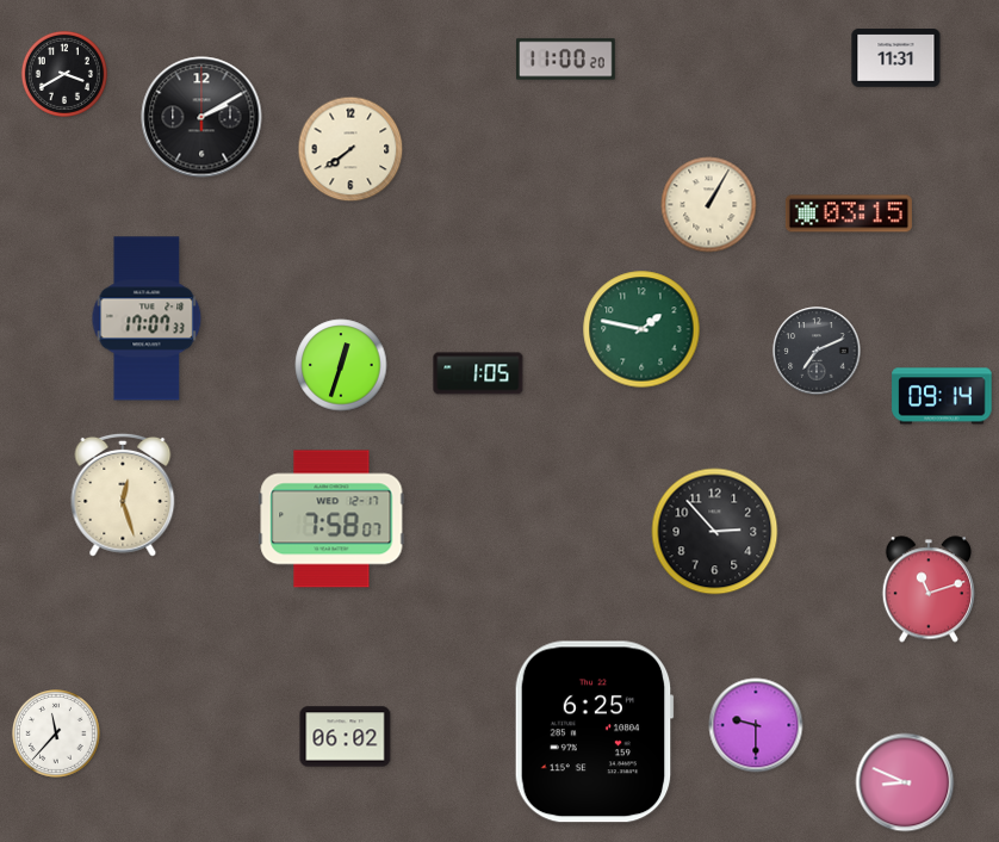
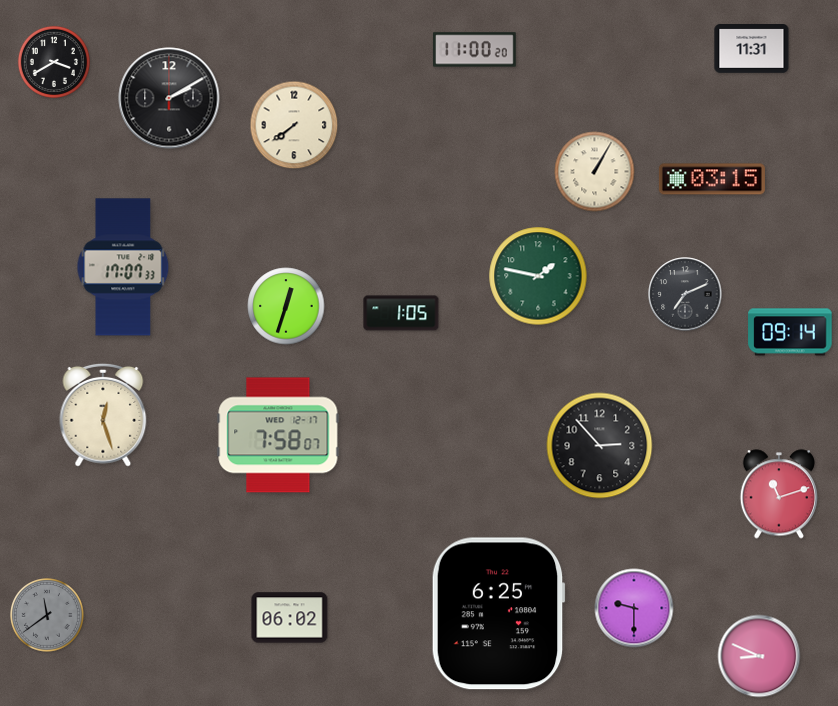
clock at (57, 735): 11:37 -> 11:39
clock at (57, 735) dial: white -> grey
